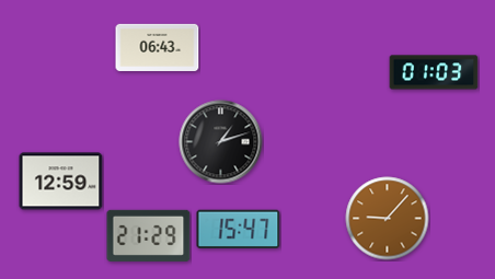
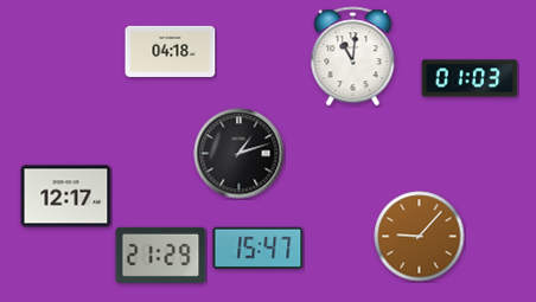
clock at (158, 47): 06:43 -> 04:18
clock at (353, 57): none -> 11:01
clock at (61, 182): 12:59 -> 12:17
